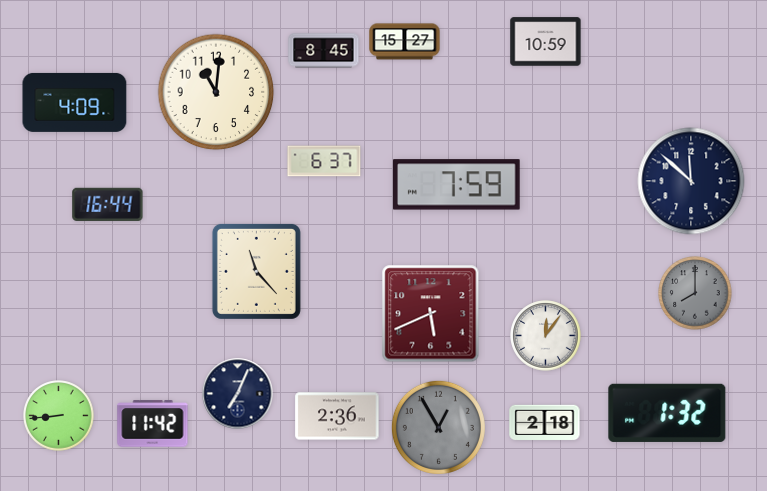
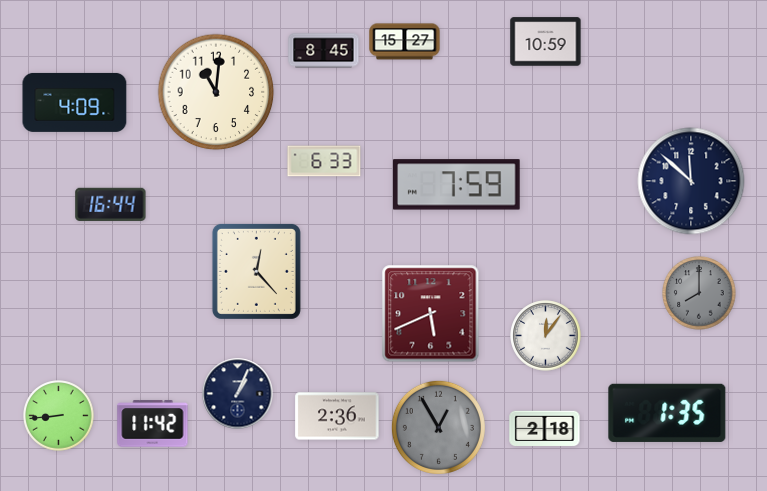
clock at (324, 161): 6:37 -> 6:33
clock at (108, 204) position: (108, 204) -> (111, 204)
clock at (256, 271): 11:23 -> 12:23
clock at (695, 293) position: (695, 293) -> (699, 293)
clock at (238, 394): 7:04 -> 1:04
clock at (667, 413): 1:32 -> 1:35
clock at (545, 423) position: (545, 423) -> (545, 429)
